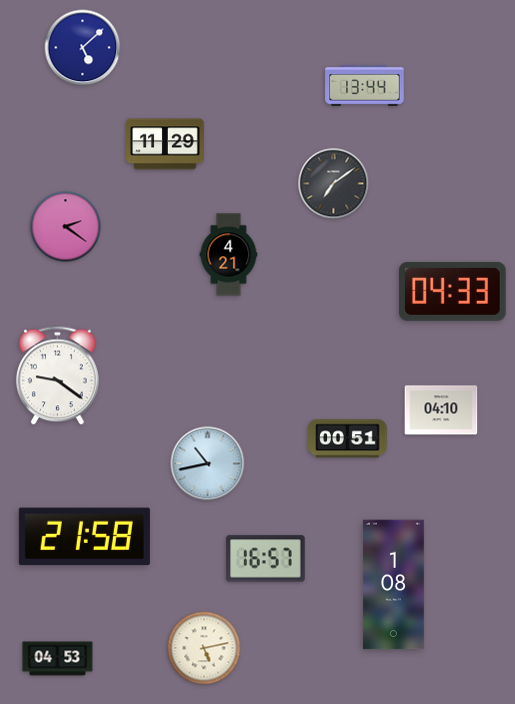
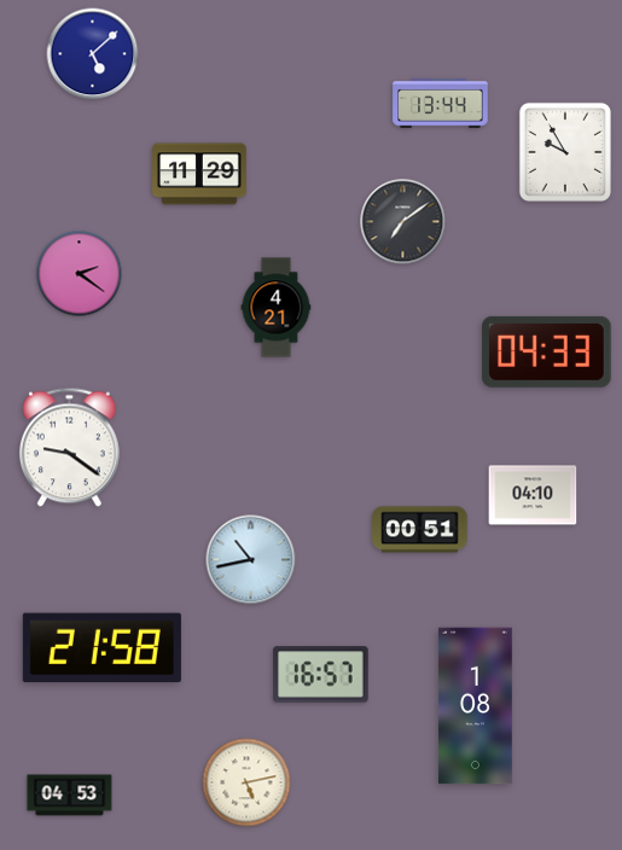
clock at (83, 48) position: (83, 48) -> (93, 54)
clock at (565, 152): none -> 9:55
clock at (57, 376) position: (57, 376) -> (69, 448)
